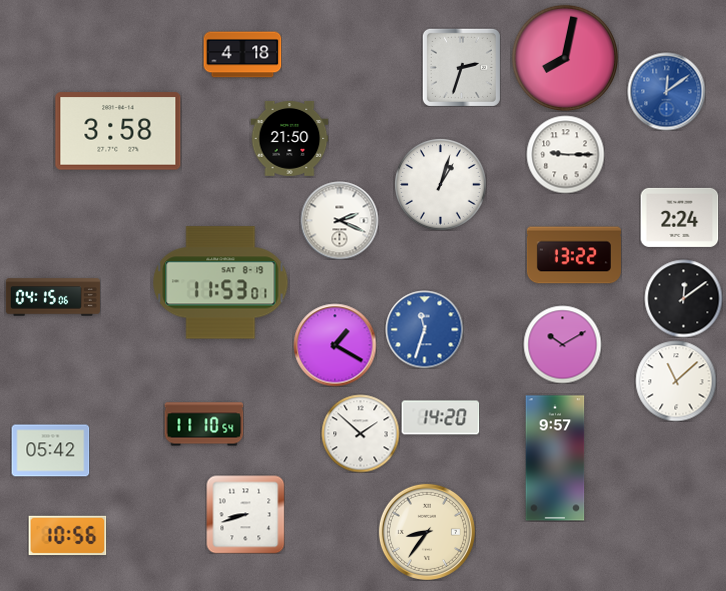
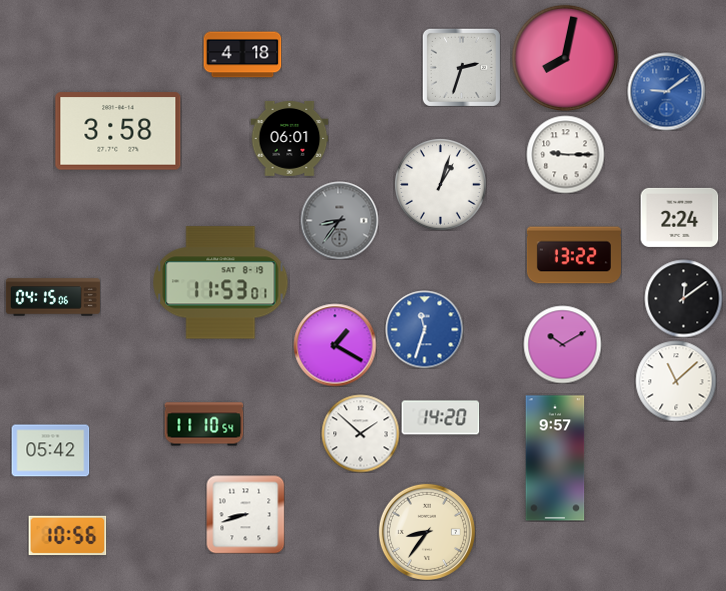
clock at (666, 91): 12:09 -> 9:09
clock at (289, 138): 21:50 -> 06:01
clock at (339, 220): 2:19 -> 8:36
clock at (339, 220) dial: white -> grey
